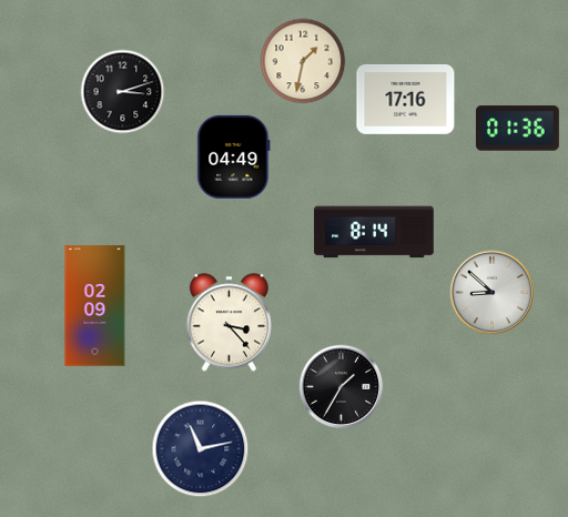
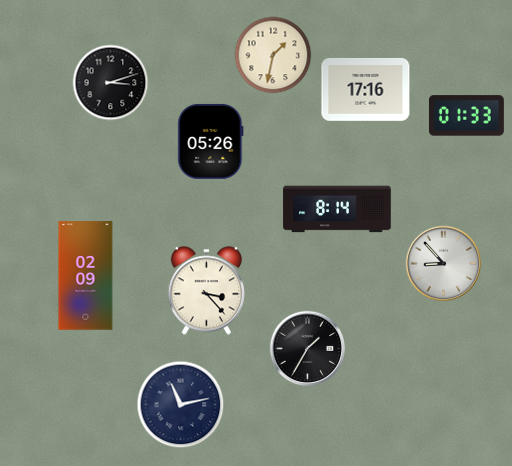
clock at (517, 129): 01:36 -> 01:33
clock at (234, 156): 04:49 -> 05:26
clock at (493, 293): 8:52 -> 8:53
